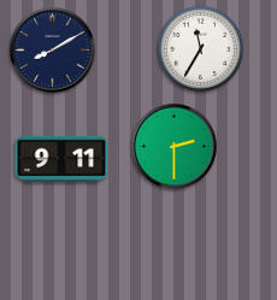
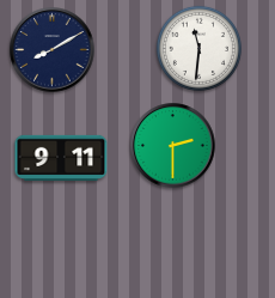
clock at (200, 48): 11:35 -> 11:31
